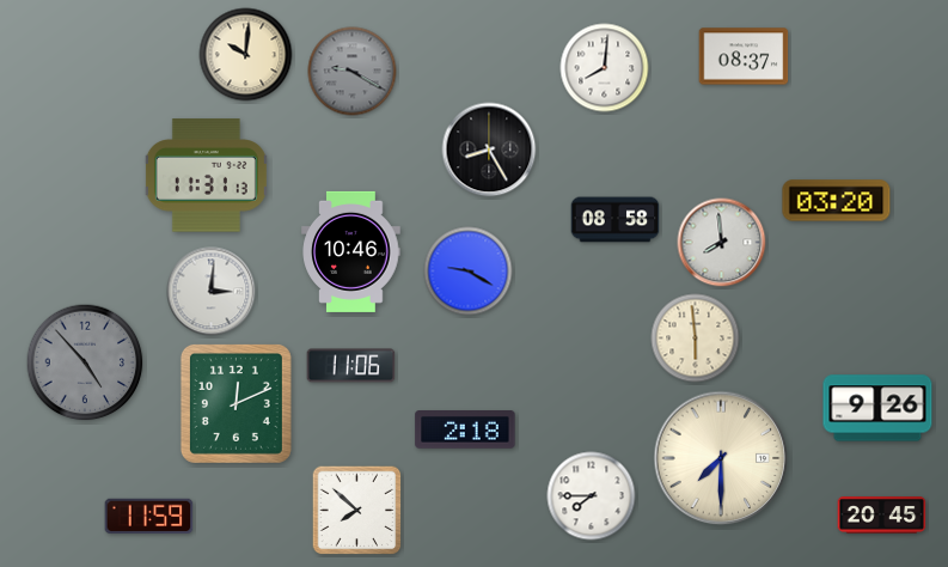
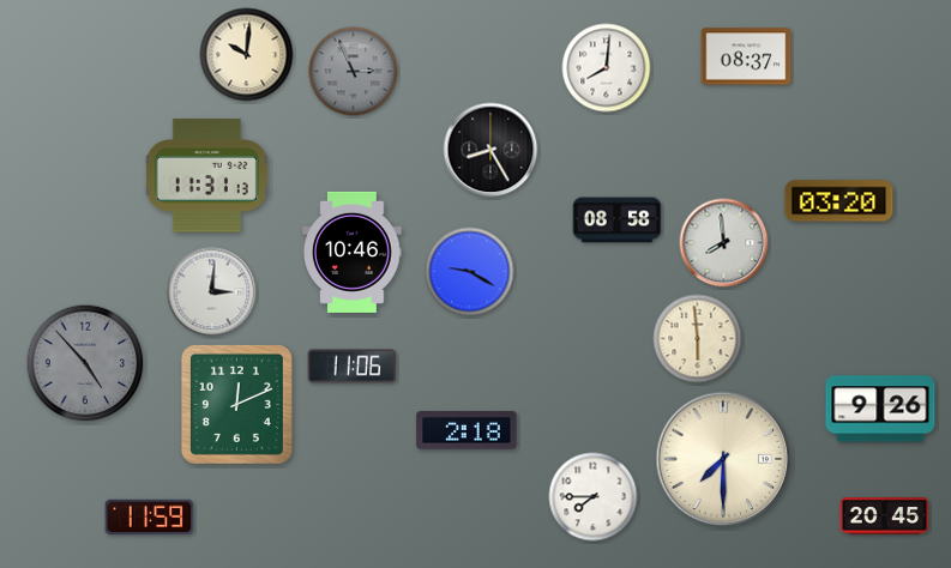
clock at (353, 72): 9:20 -> 2:56
clock at (357, 511): 7:52 -> none
